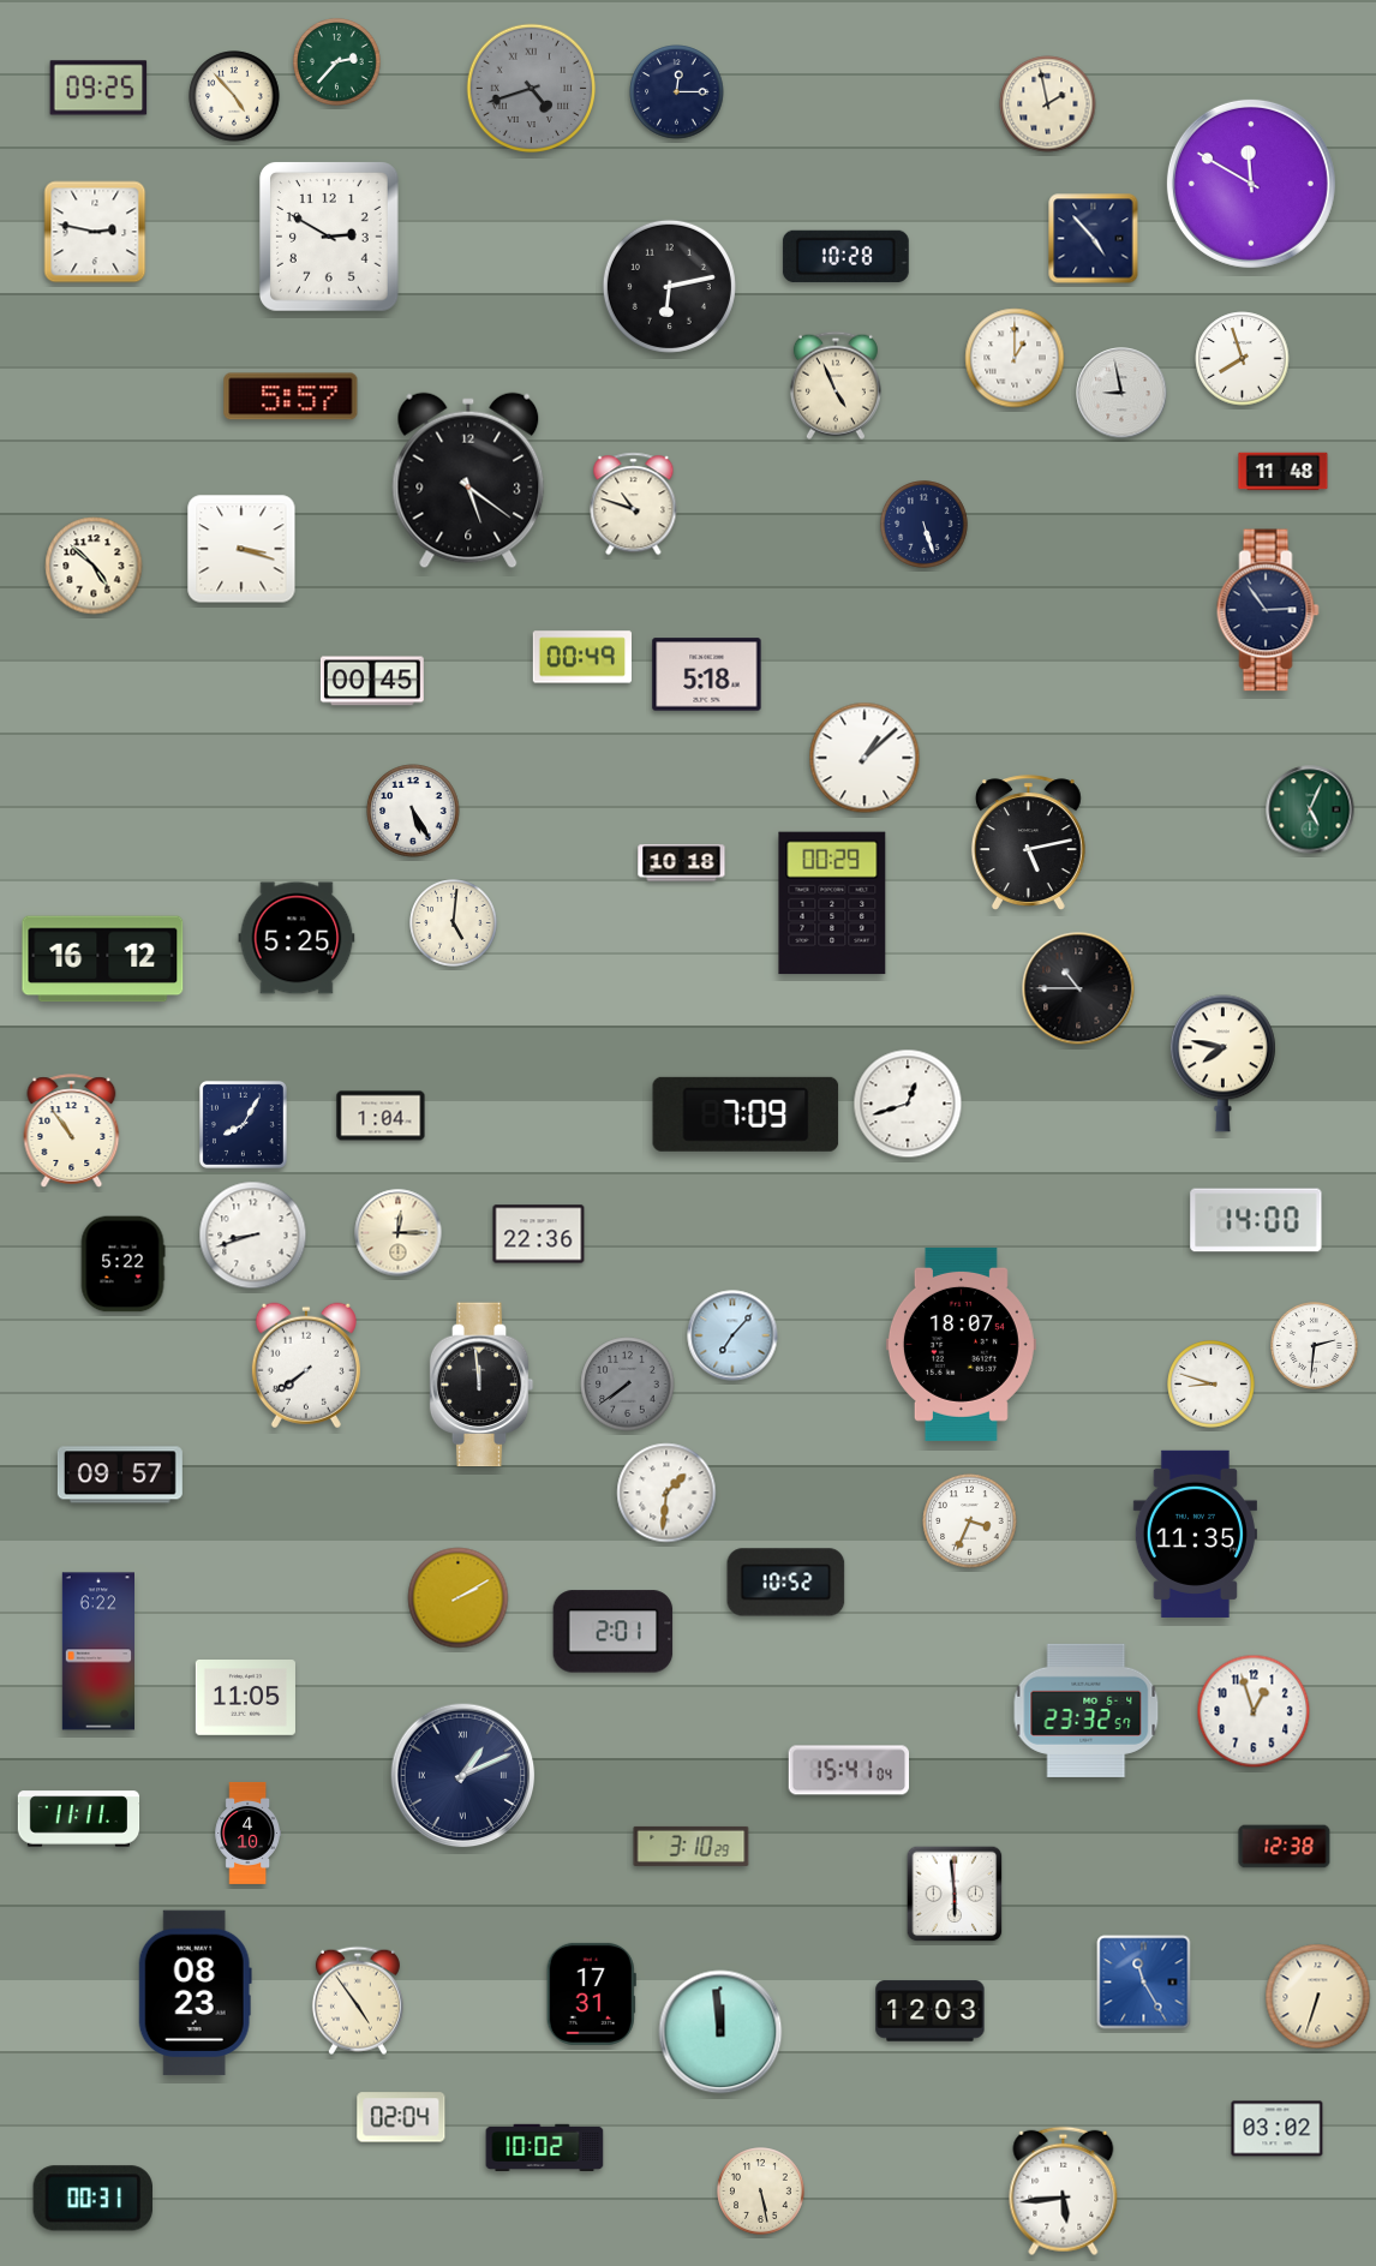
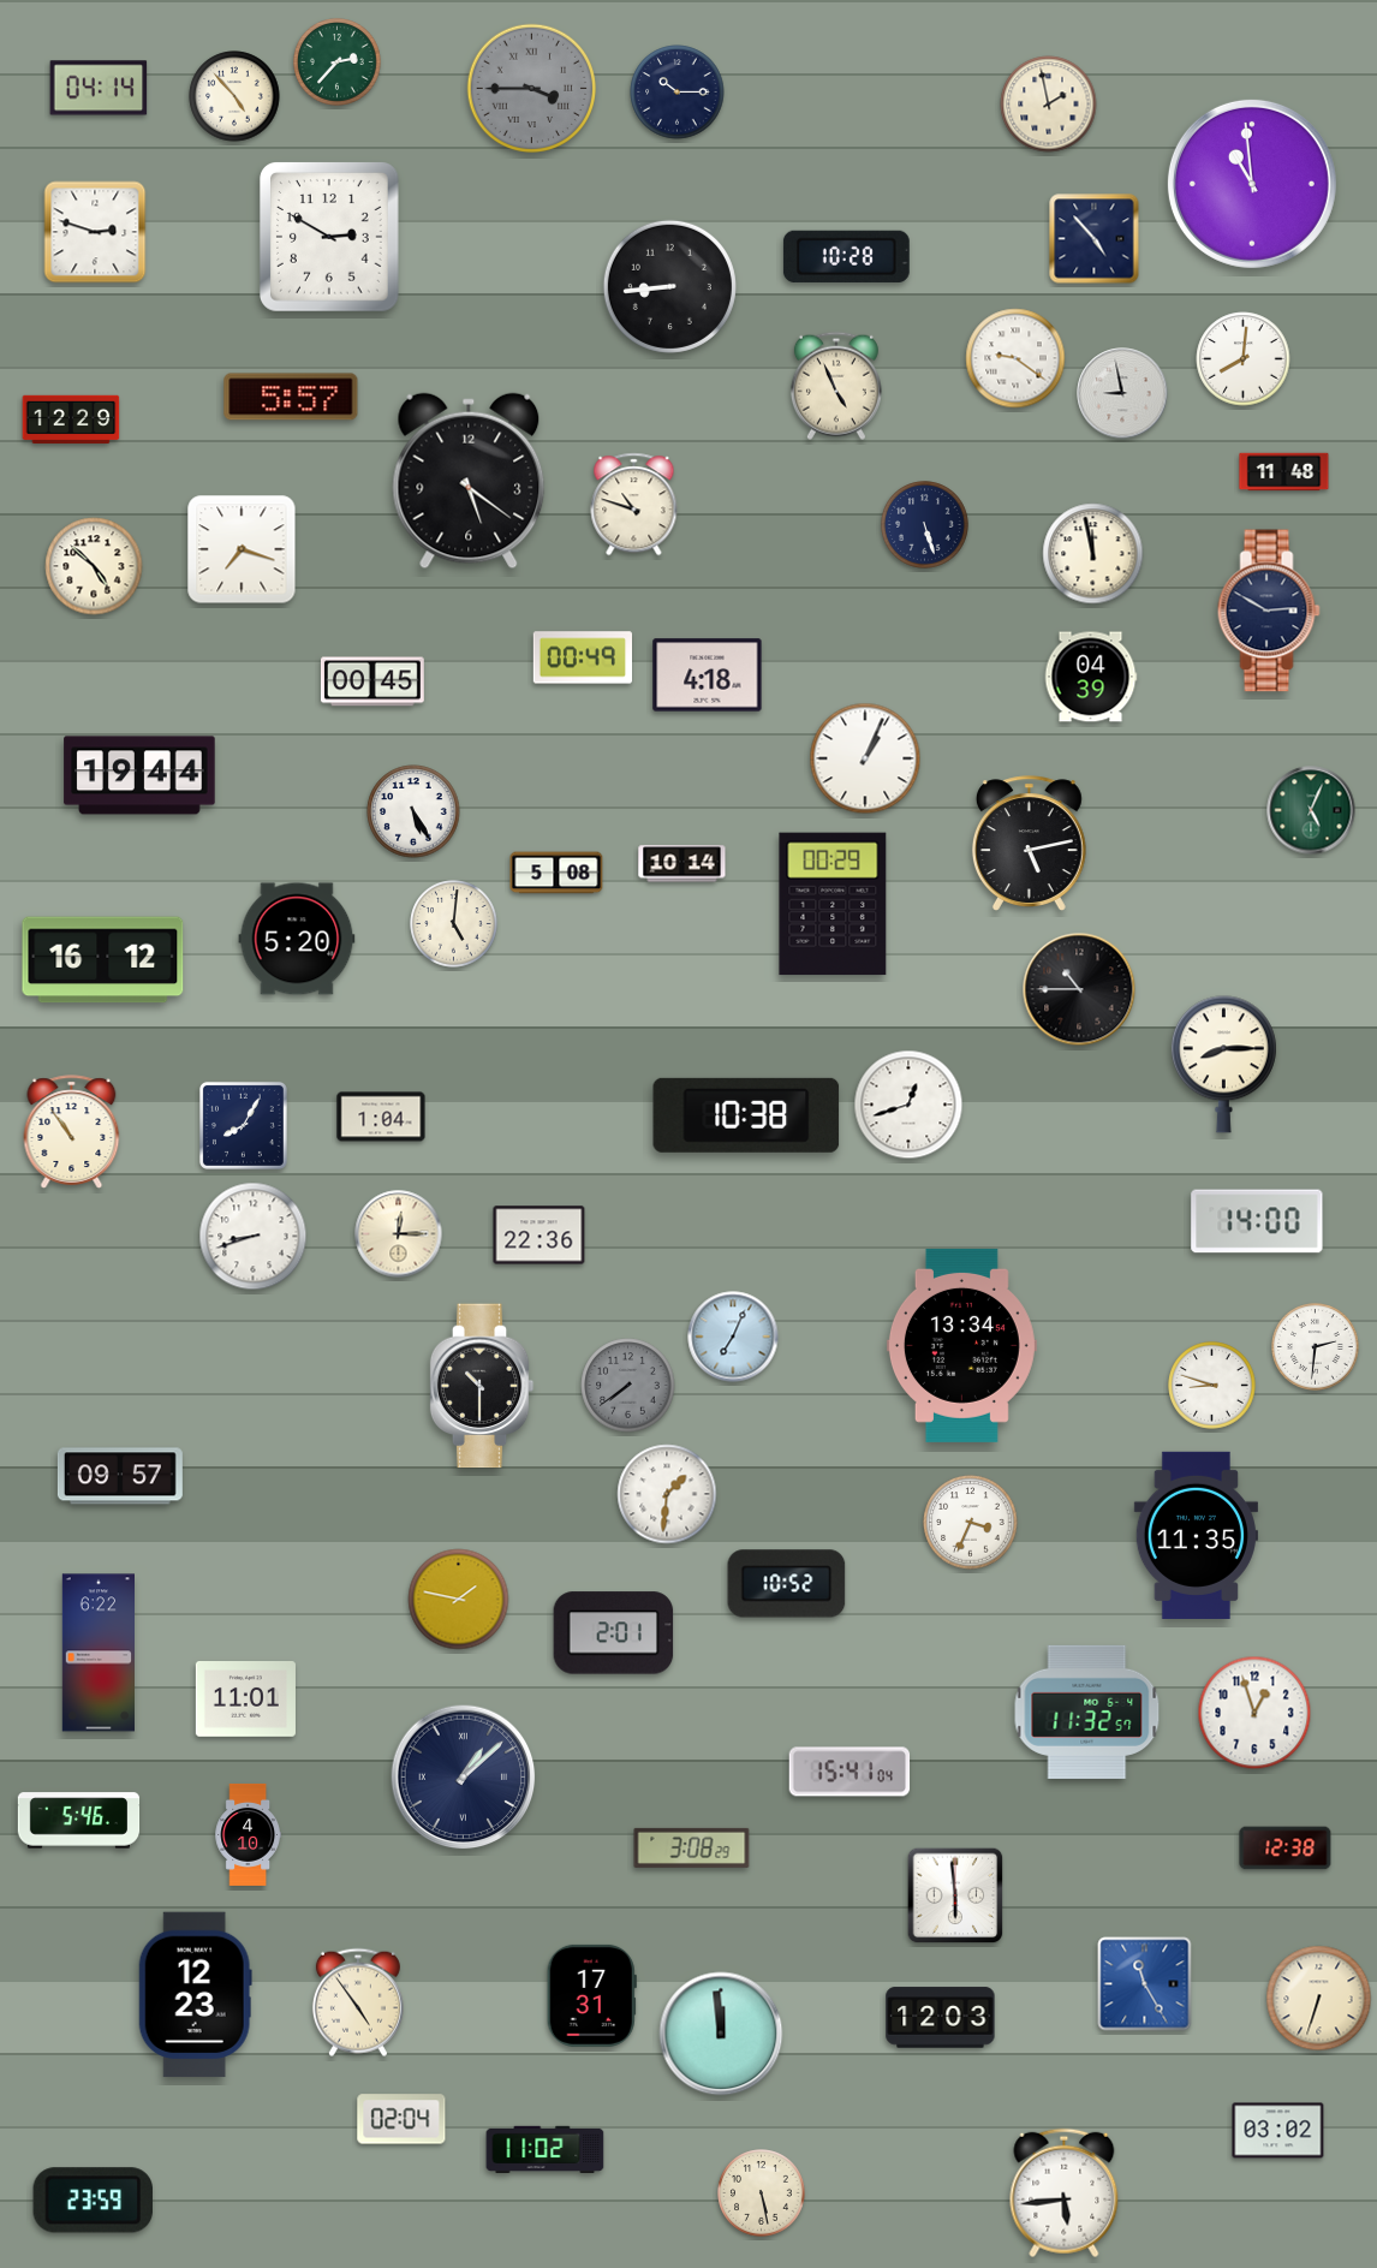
clock at (98, 88): 09:25 -> 04:14
clock at (532, 89): 4:42 -> 3:45
clock at (677, 92): 12:15 -> 10:15
clock at (1251, 184): 11:50 -> 10:59
clock at (95, 232): 2:47 -> 2:48
clock at (669, 286): 6:13 -> 8:44
clock at (1015, 358): 1:00 -> 9:21
clock at (1243, 359): 7:57 -> 8:01
clock at (71, 419): none -> 12:29
clock at (241, 549): 3:18 -> 7:18
clock at (1093, 554): none -> 11:58
clock at (1268, 610): 2:54 -> 2:50
clock at (707, 675): 5:18 -> 4:18
clock at (1091, 677): none -> 04:39
clock at (865, 758): 1:08 -> 1:04
clock at (139, 775): none -> 19:44
clock at (682, 863): 10:18 -> 10:14
clock at (556, 873): none -> 5:08
clock at (297, 938): 5:25 -> 5:20
clock at (1222, 1064): 7:47 -> 8:15
clock at (746, 1114): 7:09 -> 10:38
clock at (122, 1264): 5:22 -> none
clock at (732, 1335): 7:07 -> 7:04
clock at (961, 1344): 18:07 -> 13:34
clock at (306, 1365): 7:39 -> none
clock at (481, 1385): 11:59 -> 10:30
clock at (459, 1598): 2:10 -> 1:47
clock at (245, 1698): 11:05 -> 11:01
clock at (1087, 1710): 23:32 -> 11:32
clock at (463, 1776): 1:11 -> 1:08
clock at (79, 1819): 11:11 -> 5:46
clock at (692, 1846): 3:10 -> 3:08
clock at (195, 1993): 08:23 -> 12:23
clock at (931, 2011) position: (931, 2011) -> (941, 2018)
clock at (545, 2147): 10:02 -> 11:02
clock at (92, 2199): 00:31 -> 23:59
